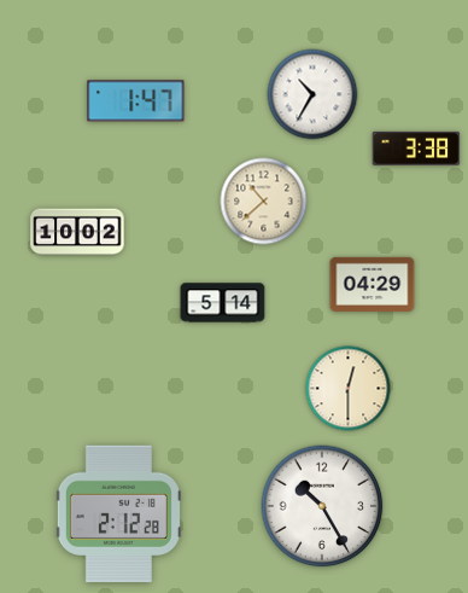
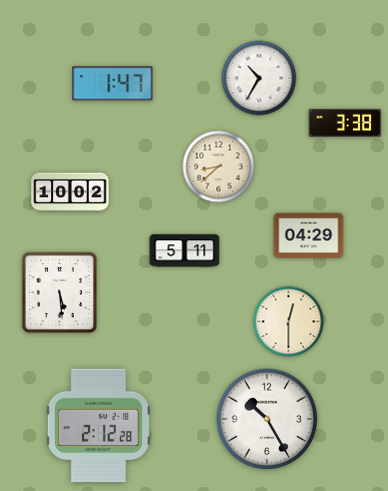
clock at (264, 202): 10:38 -> 8:38
clock at (77, 232) position: (77, 232) -> (70, 192)
clock at (223, 303): 5:14 -> 5:11
clock at (59, 292): none -> 5:29
